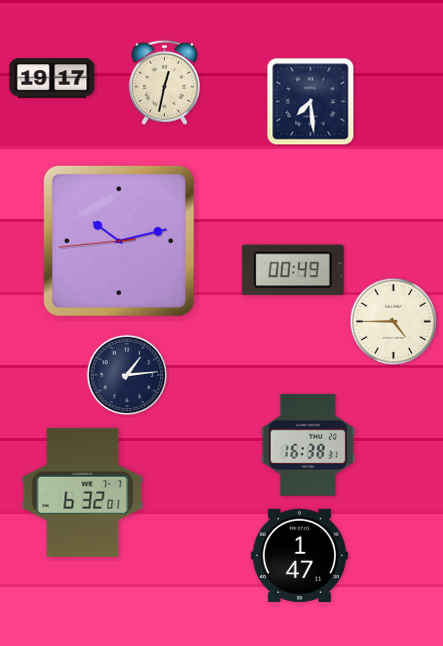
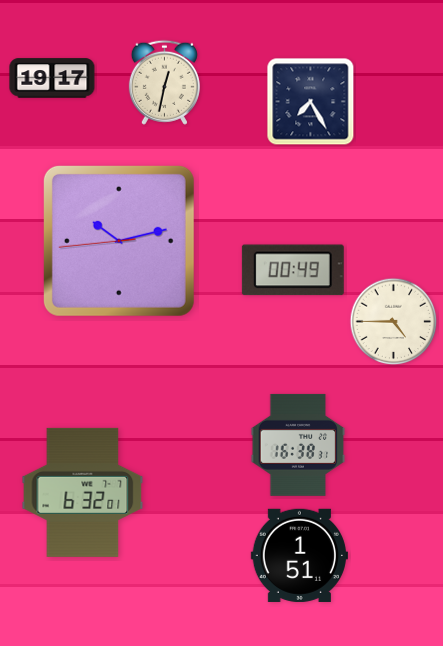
clock at (311, 102): 7:29 -> 7:25
clock at (127, 375): 1:14 -> none
clock at (308, 445) position: (308, 445) -> (298, 445)
clock at (299, 555): 1:47 -> 1:51
